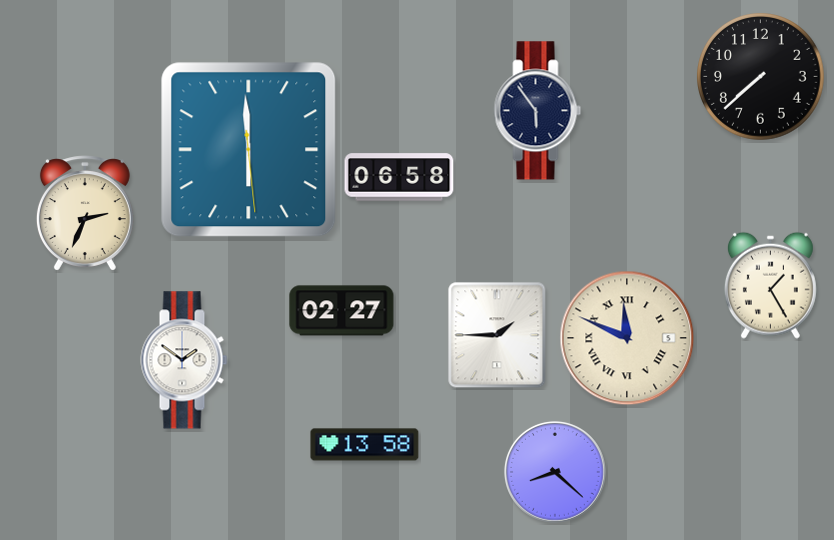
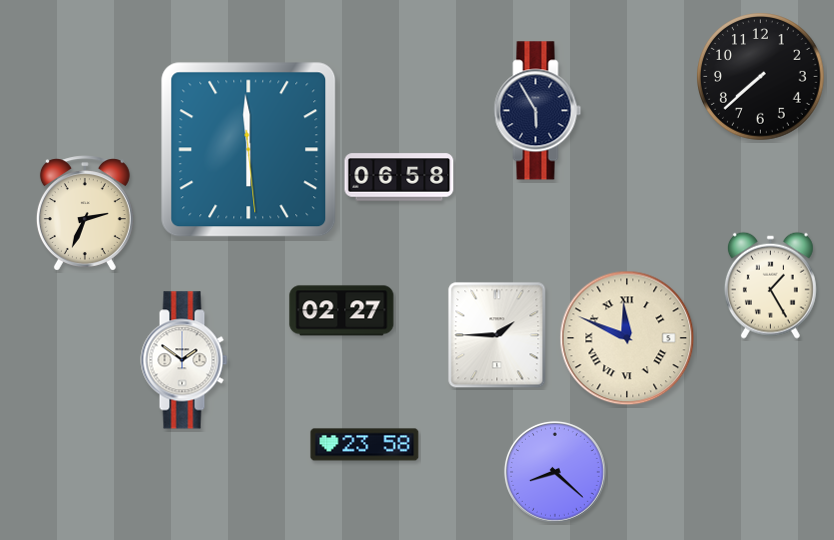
clock at (538, 111): 5:54 -> 5:55
clock at (365, 445): 13:58 -> 23:58
